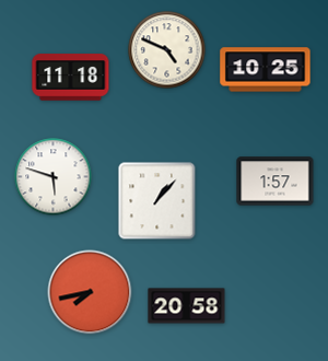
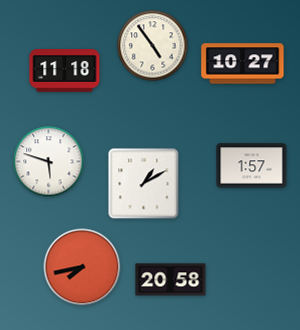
clock at (167, 50): 4:49 -> 4:54
clock at (266, 70): 10:25 -> 10:27
clock at (157, 201): 1:07 -> 1:10
